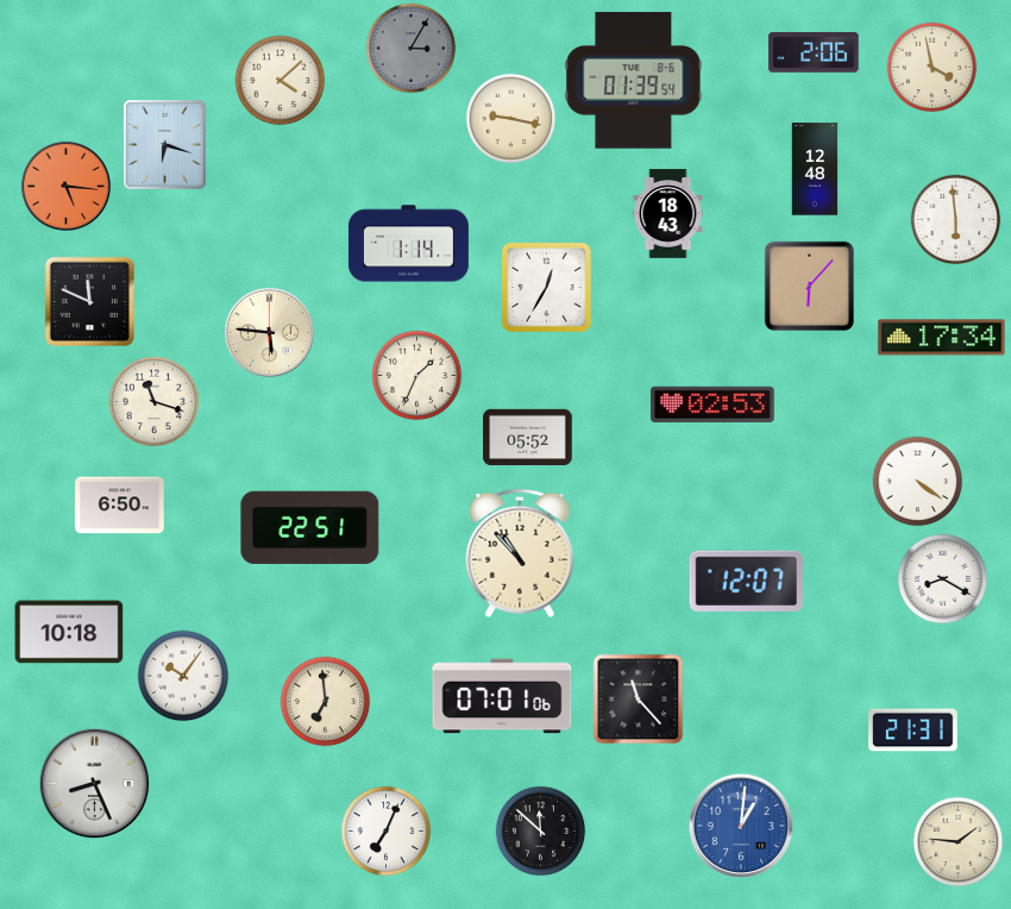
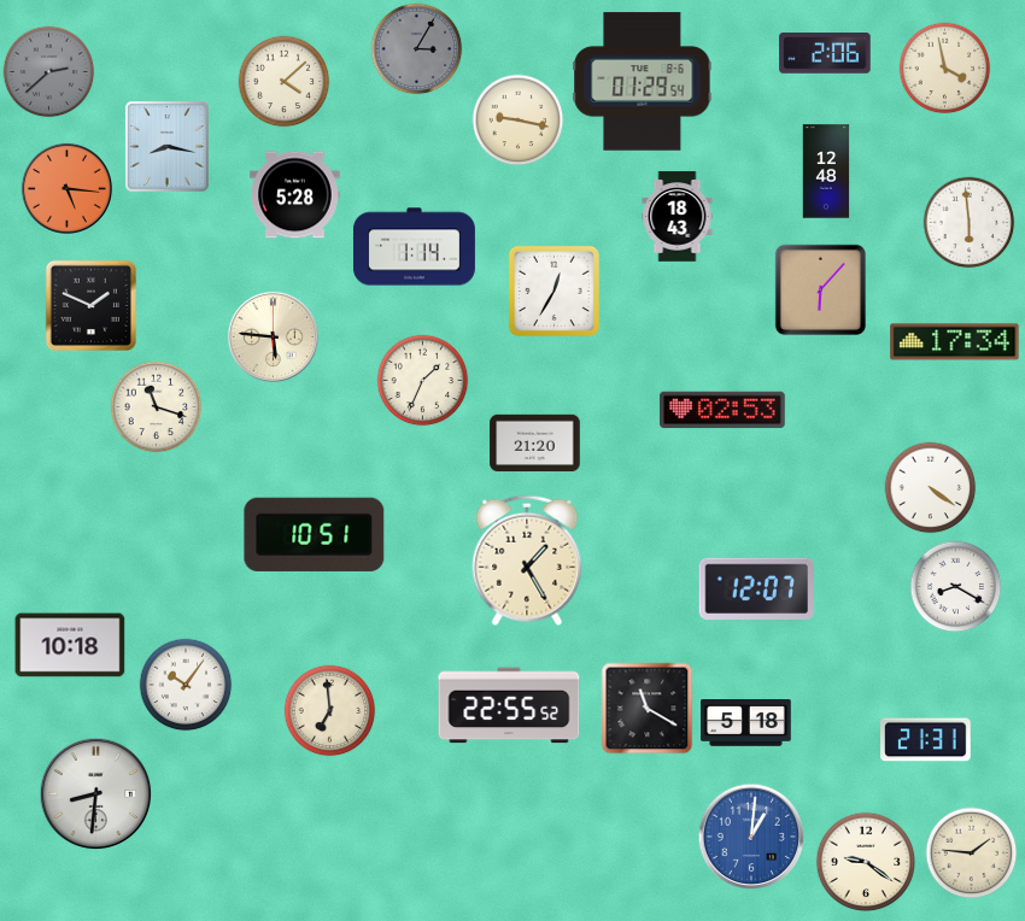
clock at (49, 72): none -> 2:38
clock at (634, 81): 01:39 -> 01:29
clock at (165, 145): 6:18 -> 8:17
clock at (295, 195): none -> 5:28
clock at (89, 301): 11:49 -> 1:49
clock at (528, 438): 05:52 -> 21:20
clock at (120, 506): 6:50 -> none
clock at (310, 527): 22:51 -> 10:51
clock at (520, 553): 10:53 -> 1:25
clock at (69, 632) position: (69, 632) -> (70, 645)
clock at (502, 696): 07:01 -> 22:55
clock at (639, 700): 11:23 -> 11:20
clock at (746, 723): none -> 5:18
clock at (95, 784): 8:26 -> 8:31
clock at (387, 832): 7:04 -> none
clock at (541, 832): 11:52 -> none
clock at (866, 862): none -> 9:21
